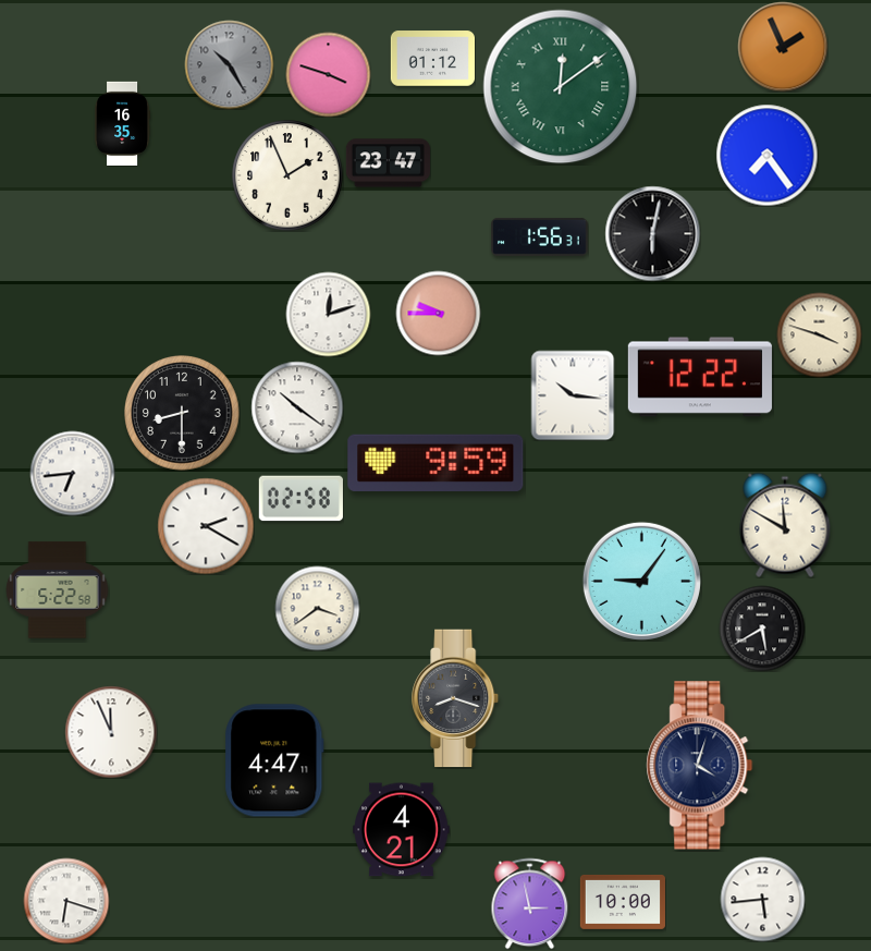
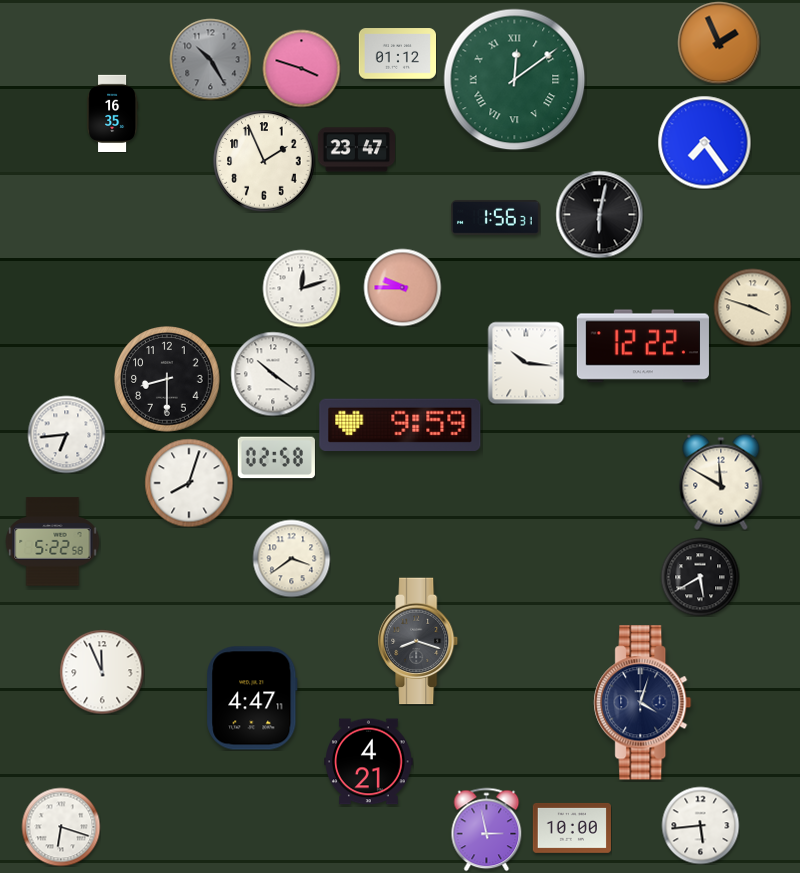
clock at (206, 526): 2:20 -> 8:03
clock at (641, 581): 9:06 -> none
